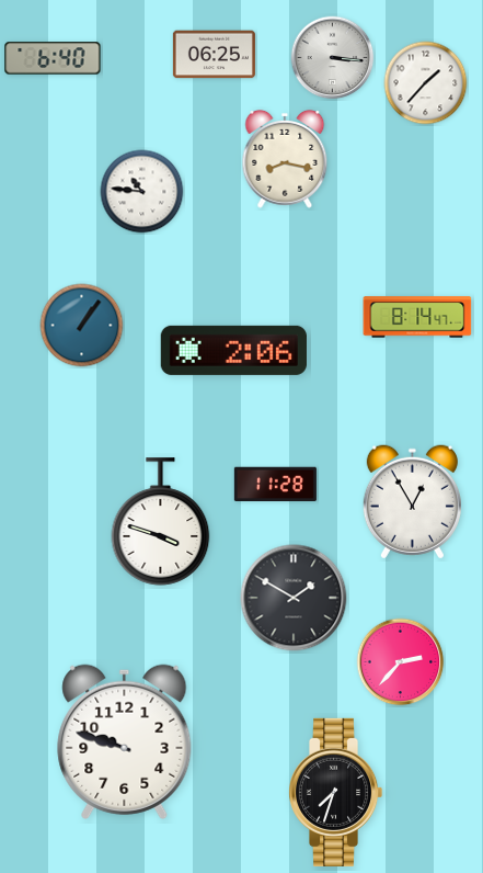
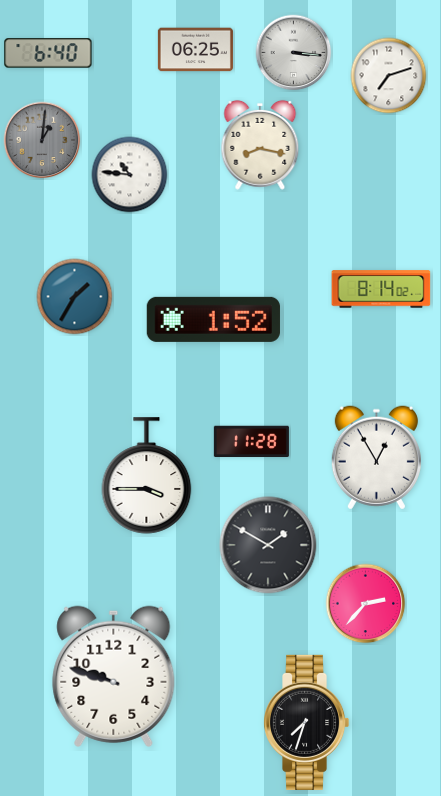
clock at (333, 58) position: (333, 58) -> (294, 53)
clock at (426, 83): 1:37 -> 7:12
clock at (42, 140): none -> 1:01
clock at (417, 317): 8:14:47 -> 8:14:02
clock at (82, 326): 1:06 -> 1:35
clock at (233, 350): 2:06 -> 1:52
clock at (161, 522): 3:48 -> 3:45
